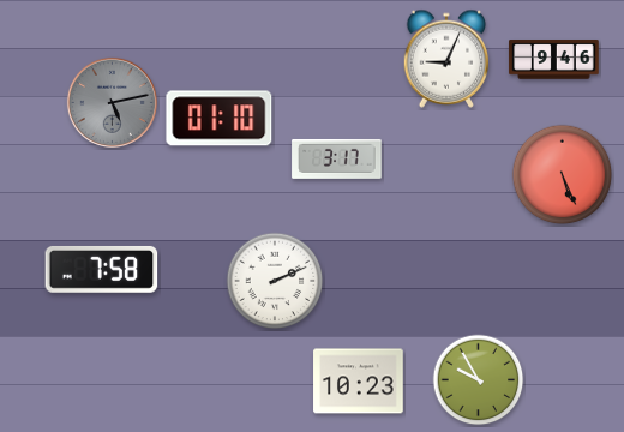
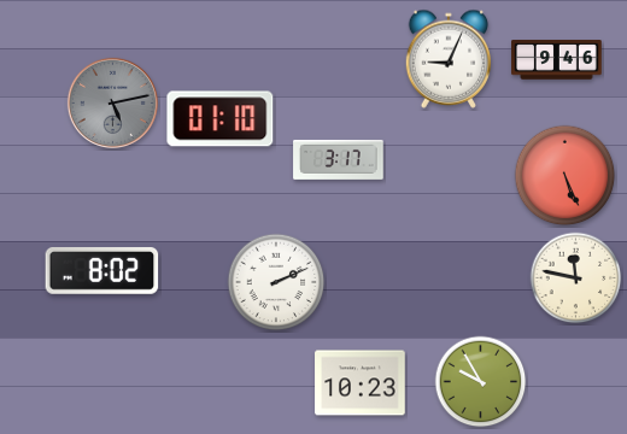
clock at (102, 269): 7:58 -> 8:02
clock at (576, 278): none -> 11:47
